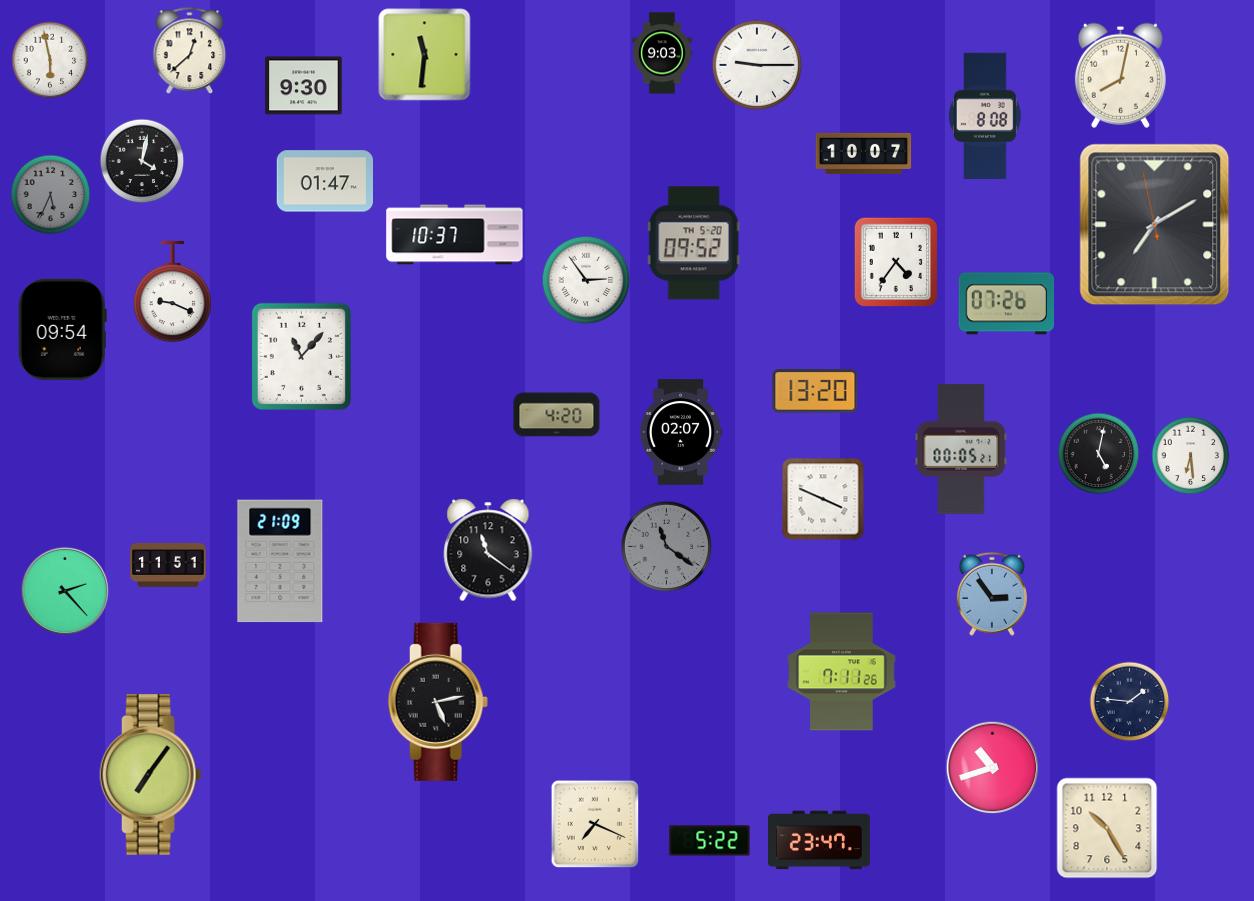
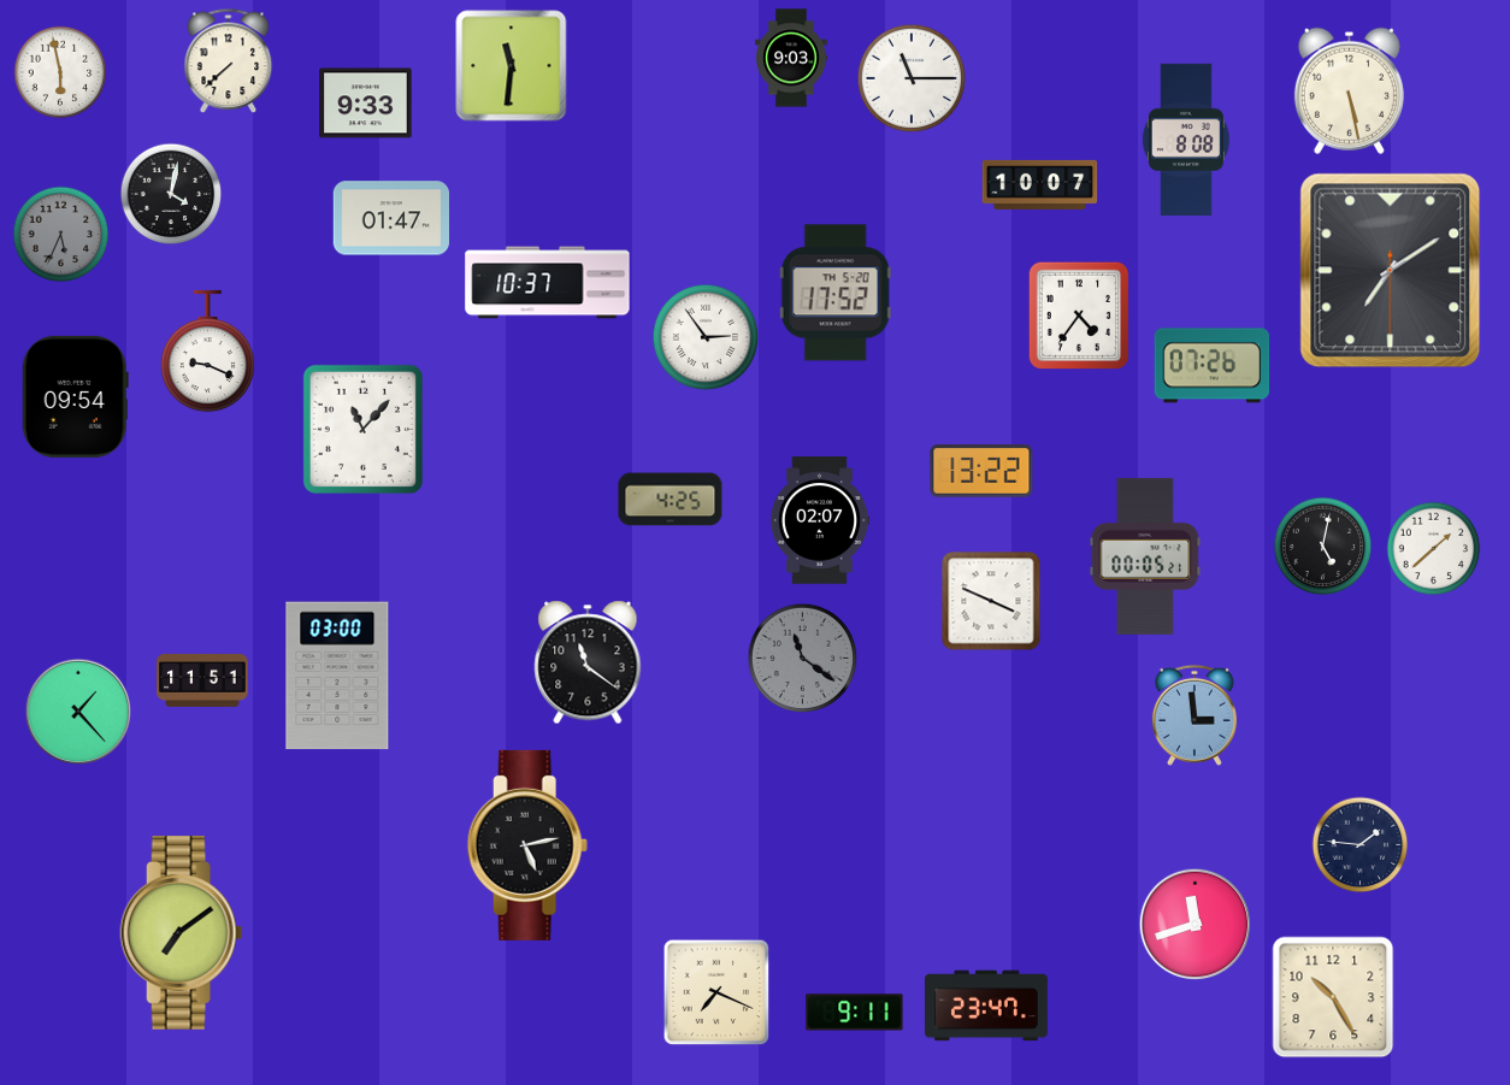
clock at (190, 51): 12:38 -> 7:38
clock at (663, 53) position: (663, 53) -> (792, 58)
clock at (757, 65): 9:15 -> 11:15
clock at (1120, 75): 8:02 -> 5:28
clock at (304, 86): 9:30 -> 9:33
clock at (1155, 225): 7:09:58 -> 7:09:30
clock at (694, 243): 09:52 -> 17:52
clock at (815, 391): 13:20 -> 13:22
clock at (557, 415): 4:20 -> 4:25
clock at (961, 449) position: (961, 449) -> (1145, 556)
clock at (1191, 456): 6:29 -> 1:38
clock at (280, 561): 21:09 -> 03:00
clock at (65, 591): 2:23 -> 1:23
clock at (992, 594): 2:54 -> 2:59
clock at (842, 672): 7:11 -> none
clock at (993, 768): 10:42 -> 11:42
clock at (151, 774): 7:06 -> 7:09
clock at (819, 840) position: (819, 840) -> (986, 1006)
clock at (710, 841): 5:22 -> 9:11
